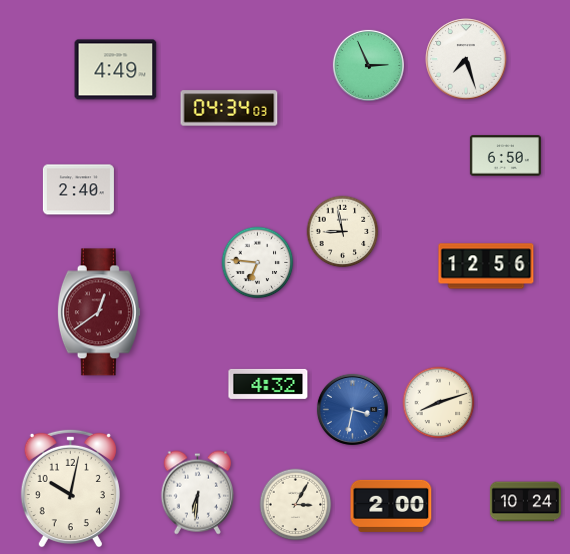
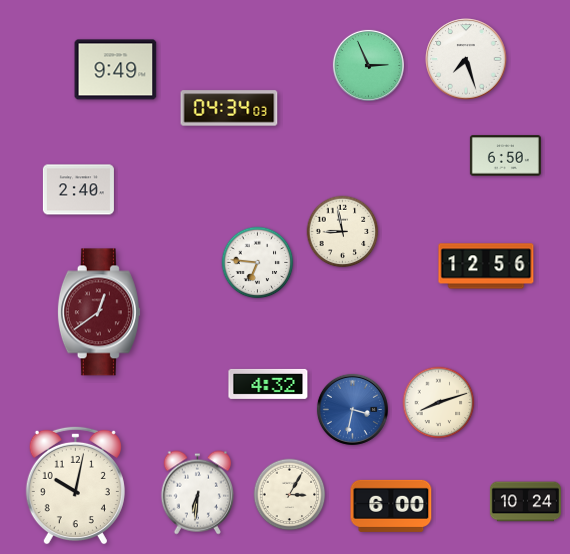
clock at (116, 70): 4:49 -> 9:49
clock at (70, 488) position: (70, 488) -> (75, 485)
clock at (296, 505) position: (296, 505) -> (290, 495)
clock at (391, 506): 2:00 -> 6:00
